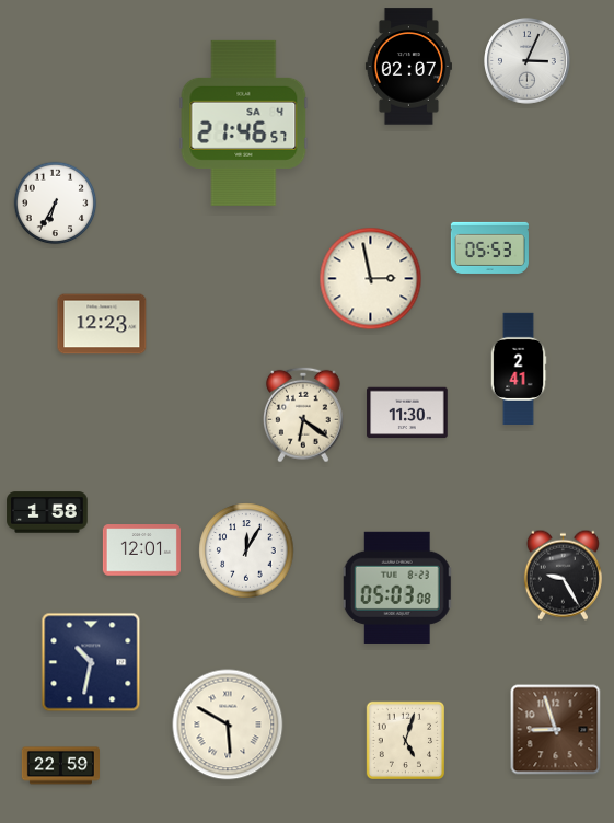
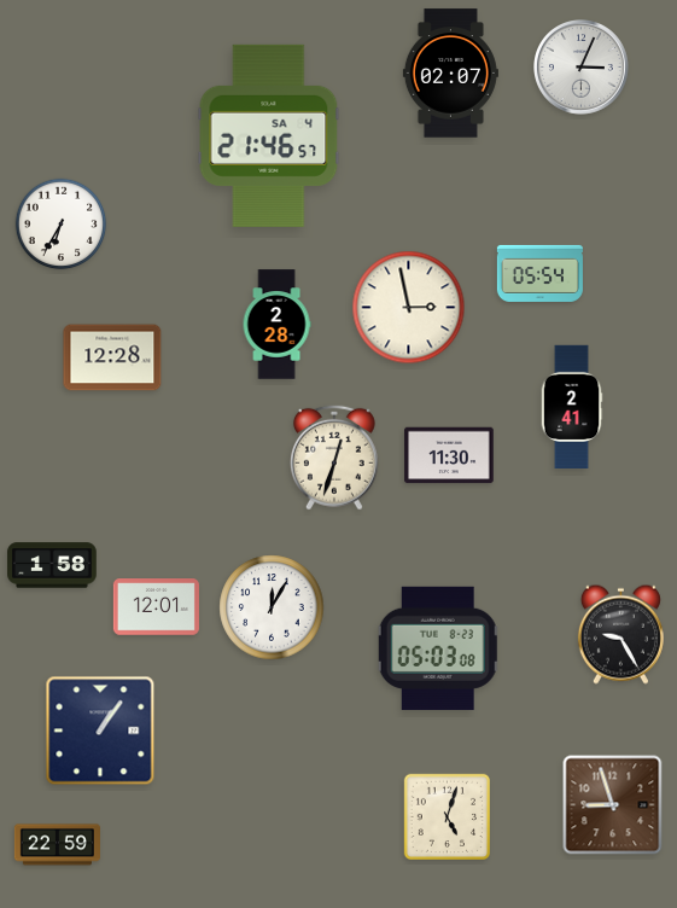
clock at (489, 247): 05:53 -> 05:54
clock at (276, 325): none -> 2:28
clock at (102, 324): 12:23 -> 12:28
clock at (303, 415): 6:21 -> 12:33
clock at (91, 662): 10:32 -> 1:06
clock at (228, 725): 5:50 -> none
clock at (60, 766) position: (60, 766) -> (57, 845)
